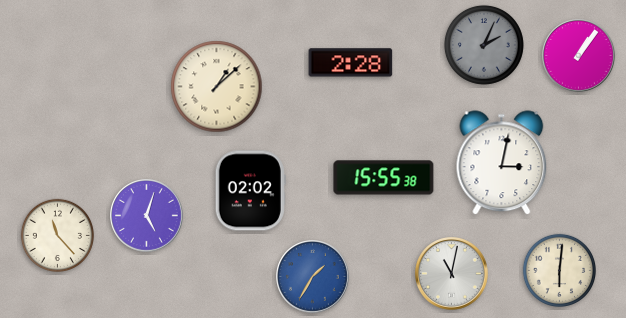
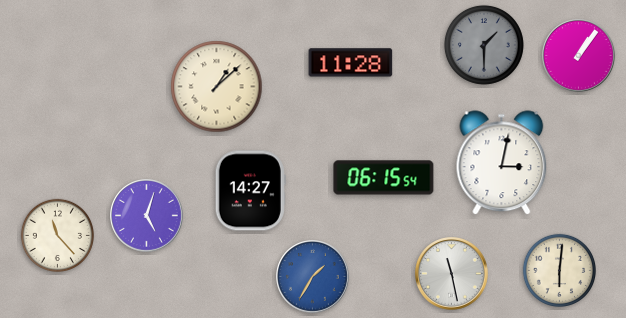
clock at (484, 45): 2:04 -> 1:30
clock at (351, 63): 2:28 -> 11:28
clock at (384, 178): 15:55 -> 06:15
clock at (250, 191): 02:02 -> 14:27
clock at (452, 274): 11:02 -> 11:28
